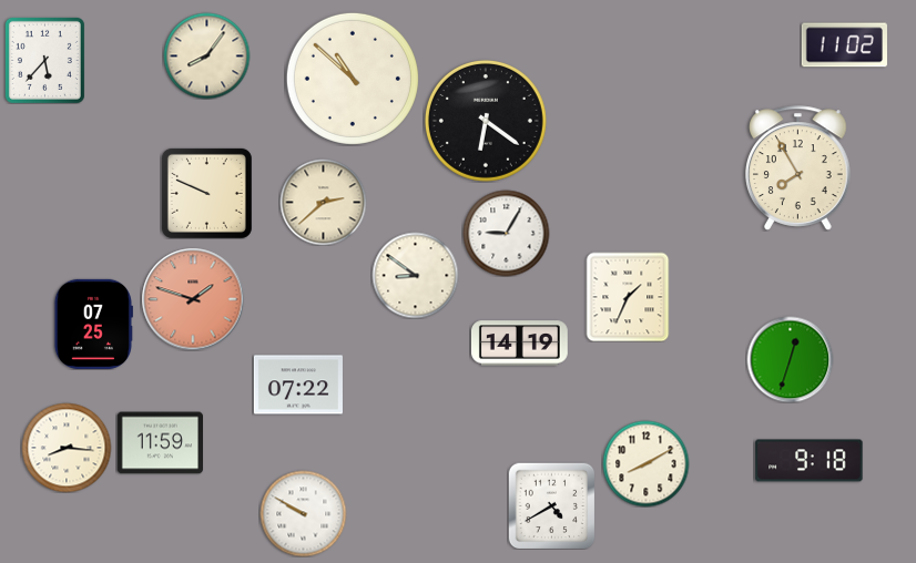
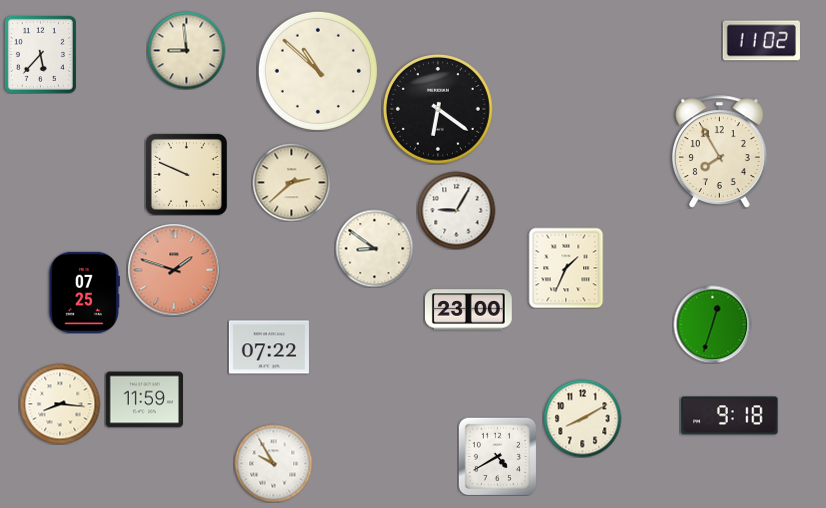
clock at (206, 55): 8:06 -> 8:59
clock at (519, 344): 14:19 -> 23:00
clock at (303, 513): 9:50 -> 9:55
